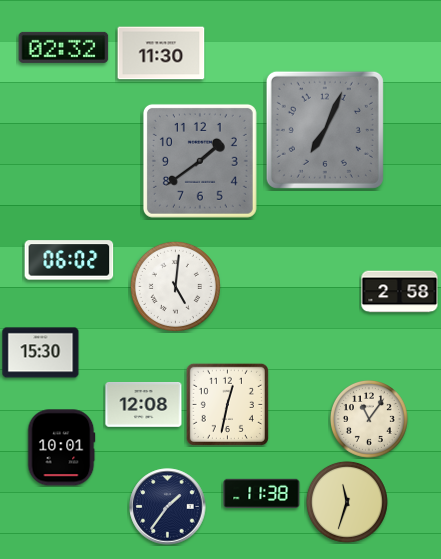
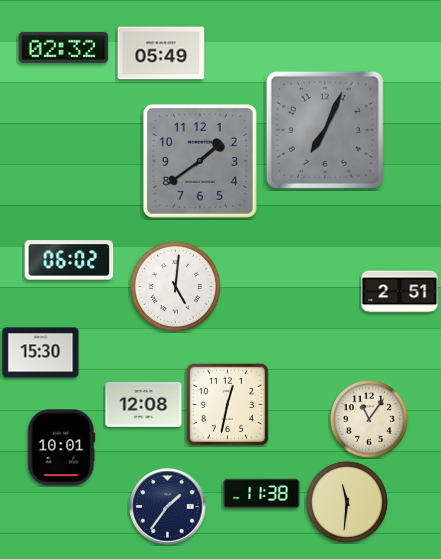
clock at (161, 53): 11:30 -> 05:49
clock at (400, 292): 2:58 -> 2:51
clock at (347, 502): 11:33 -> 11:31
